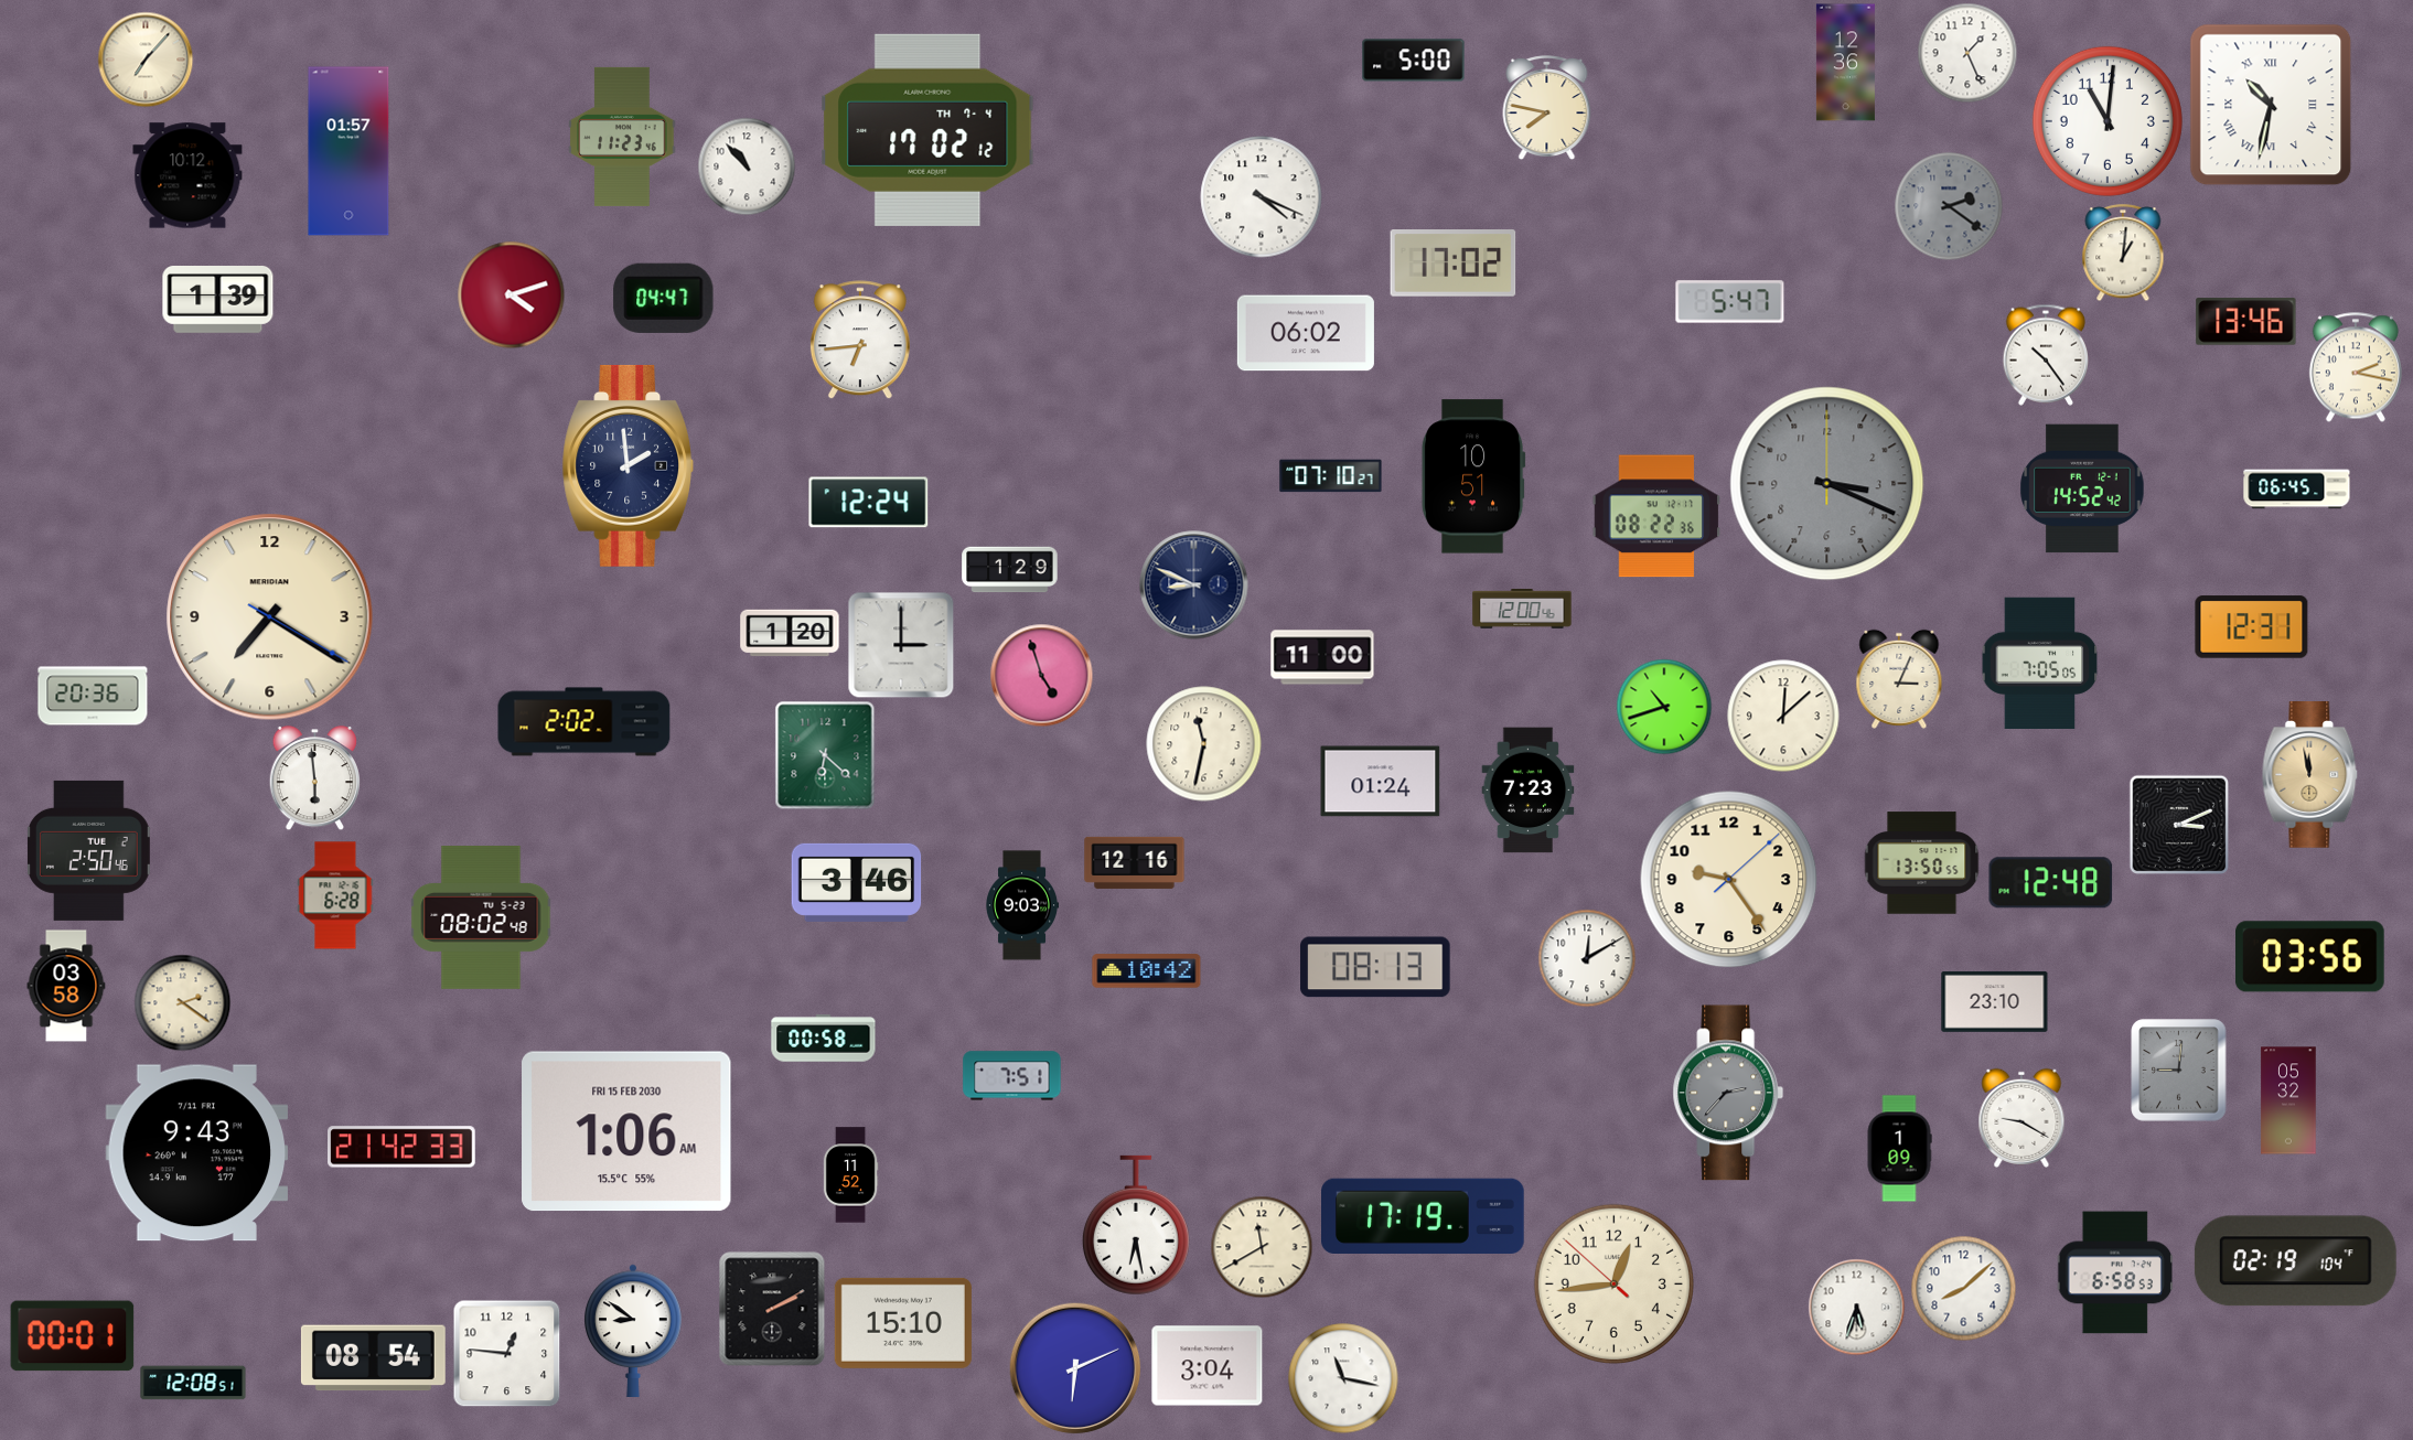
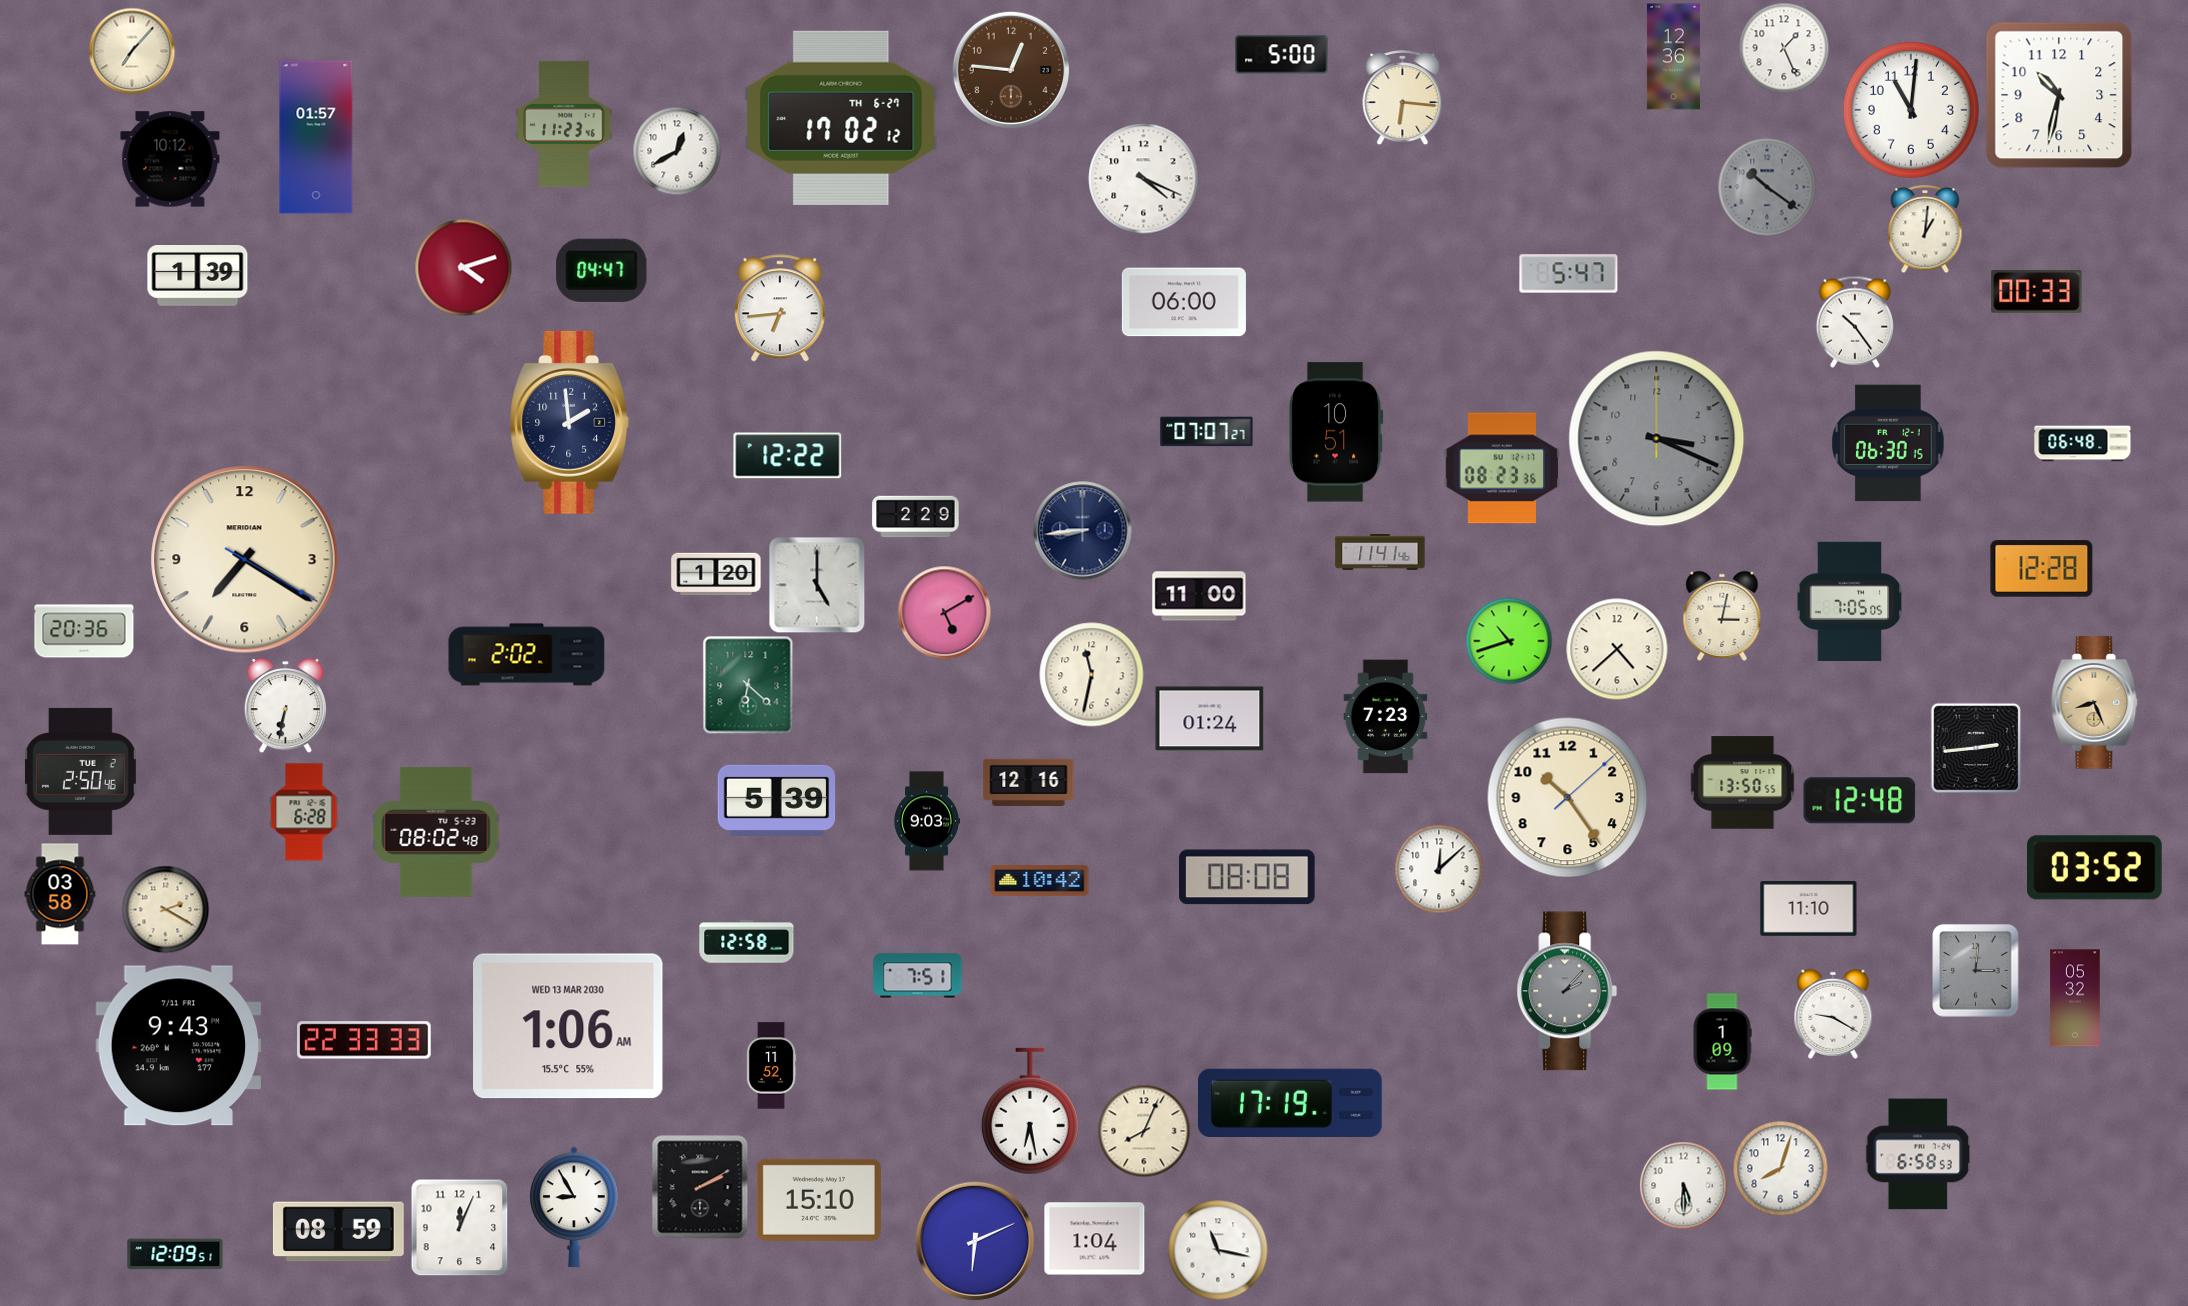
clock at (146, 60) position: (146, 60) -> (132, 51)
clock at (1010, 69): none -> 12:46
clock at (2271, 105) numerals: Roman -> Arabic
clock at (1547, 108): 7:47 -> 6:16
clock at (927, 130) date: TH 7-4 -> TH 6-27
clock at (747, 166): 10:53 -> 12:40
clock at (1949, 206): 2:21 -> 10:21
clock at (1454, 264): 17:02 -> none
clock at (218, 300) position: (218, 300) -> (198, 276)
clock at (2246, 322): 13:46 -> 00:33
clock at (1306, 333): 06:02 -> 06:00
clock at (2356, 367): 2:17 -> none
clock at (1331, 476): 07:10 -> 07:07
clock at (2082, 488): 14:52 -> 06:30
clock at (2297, 490): 06:45 -> 06:48
clock at (869, 503): 12:24 -> 12:22
clock at (1656, 516): 08:22 -> 08:23
clock at (1010, 570): 1:29 -> 2:29
clock at (1194, 585): 8:49 -> 8:44
clock at (1522, 609): 12:00 -> 11:41
clock at (2252, 627): 12:31 -> 12:28
clock at (901, 645): 3:00 -> 5:00
clock at (1041, 675): 4:57 -> 5:10
clock at (1899, 679): 3:04 -> 3:02
clock at (1783, 716): 12:08 -> 4:38
clock at (585, 722) position: (585, 722) -> (527, 655)
clock at (2310, 775): 11:58 -> 8:26
clock at (315, 778): 5:59 -> 6:32
clock at (1381, 782) position: (1381, 782) -> (1210, 719)
clock at (2179, 825): 3:11 -> 2:44
clock at (1729, 880): 9:24 -> 10:24
clock at (857, 882): 3:46 -> 5:39
clock at (2310, 957): 03:56 -> 03:52
clock at (1587, 958): 12:10 -> 12:08
clock at (1375, 967): 08:13 -> 08:08
clock at (1995, 1001): 23:10 -> 11:10
clock at (182, 1002): 2:21 -> 2:20
clock at (824, 1039): 00:58 -> 12:58
clock at (2179, 1071): 9:01 -> 3:01
clock at (1728, 1093): 2:37 -> 2:07
clock at (628, 1131) date: FRI 15 FEB 2030 -> WED 13 MAR 2030
clock at (401, 1147): 21:42 -> 22:33
clock at (1262, 1247): 11:40 -> 8:04
clock at (2295, 1261): 02:19 -> none
clock at (1613, 1283): 12:43 -> none
clock at (1963, 1288): 8:08 -> 8:03
clock at (1856, 1307): 5:33 -> 5:30
clock at (634, 1330): 8:51 -> 8:55
clock at (73, 1336): 00:01 -> none
clock at (506, 1353): 12:46 -> 12:04
clock at (373, 1358): 08:54 -> 08:59
clock at (1208, 1366): 3:04 -> 1:04
clock at (193, 1383): 12:08 -> 12:09
